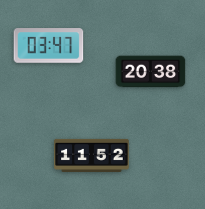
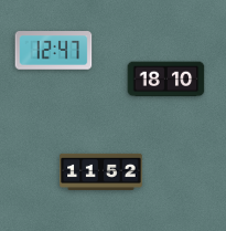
clock at (49, 46): 03:47 -> 12:47
clock at (151, 72): 20:38 -> 18:10
